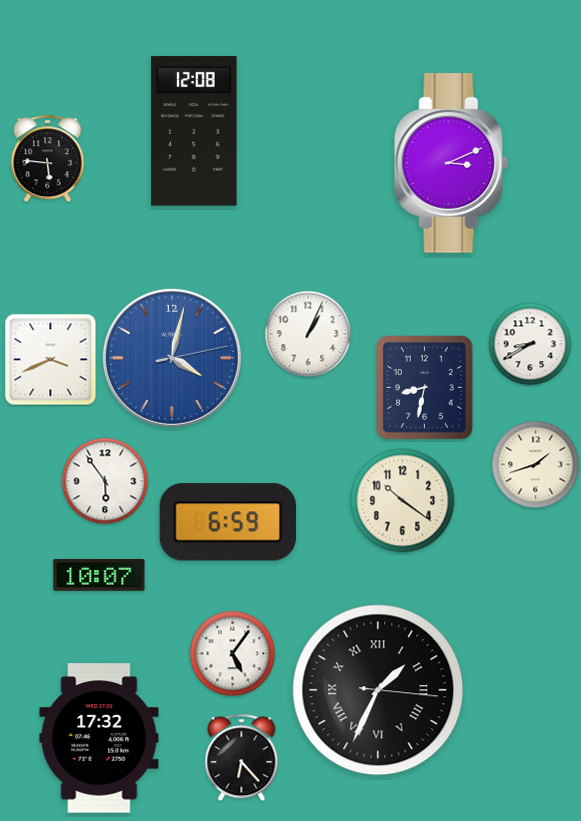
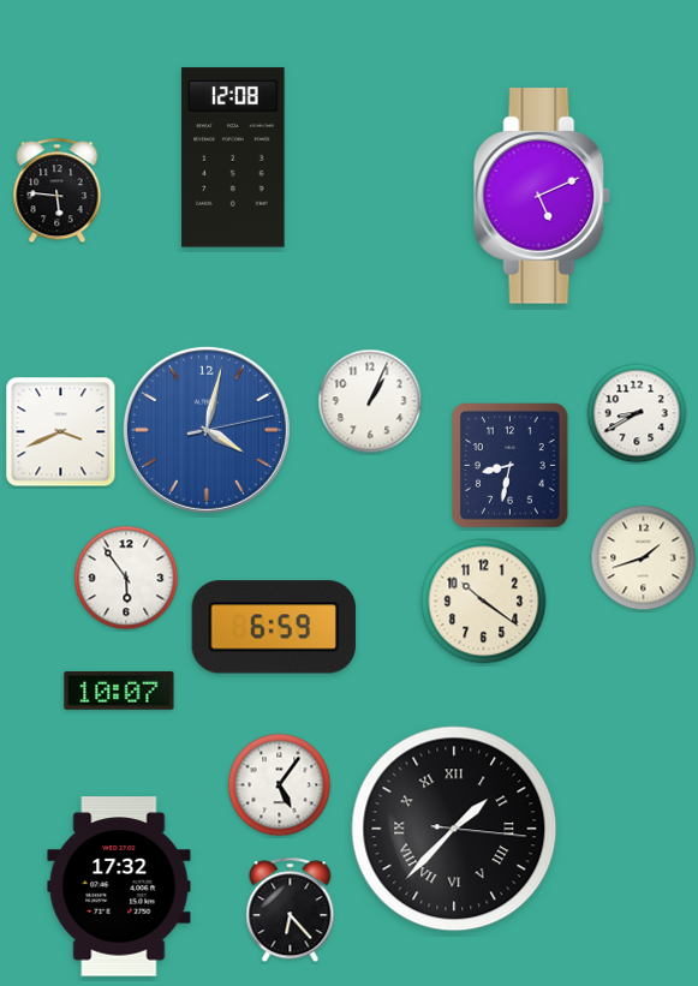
clock at (451, 163): 3:11 -> 5:11
clock at (378, 690): 1:34 -> 1:37
